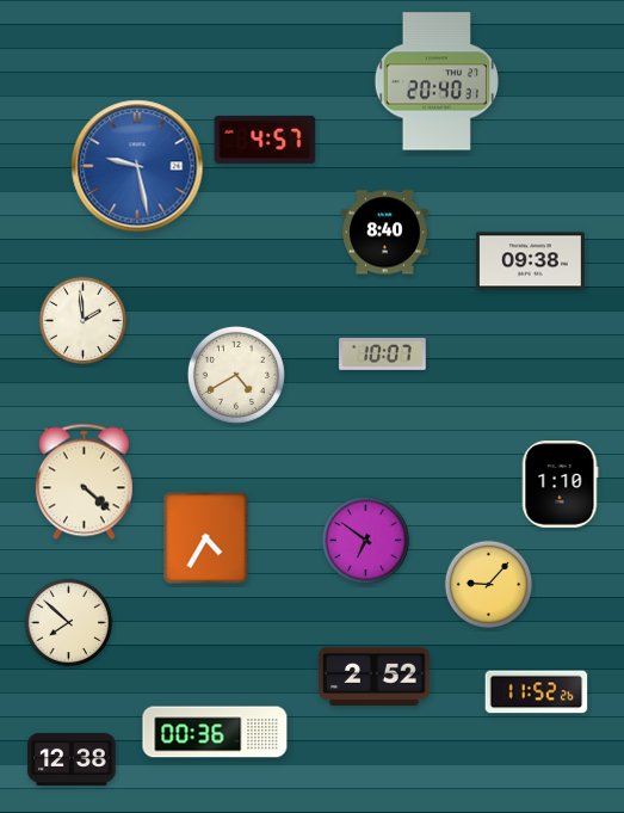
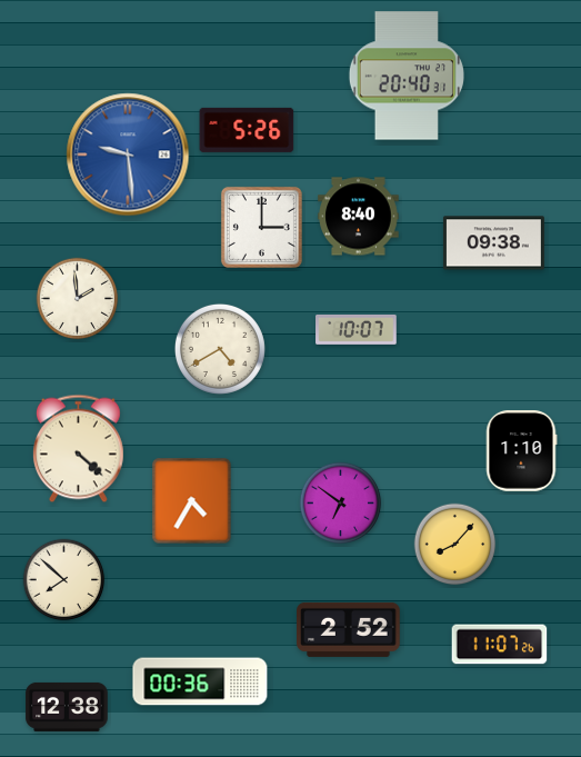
clock at (265, 140): 4:57 -> 5:26
clock at (137, 166): 9:28 -> 9:29
clock at (261, 227): none -> 3:00
clock at (489, 585): 9:07 -> 8:07
clock at (537, 692): 11:52 -> 11:07
